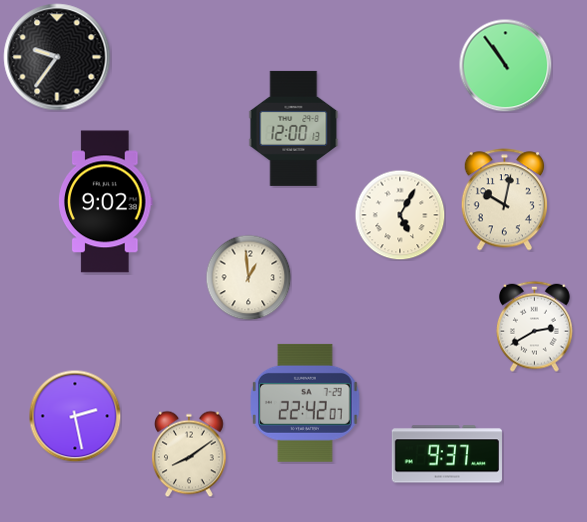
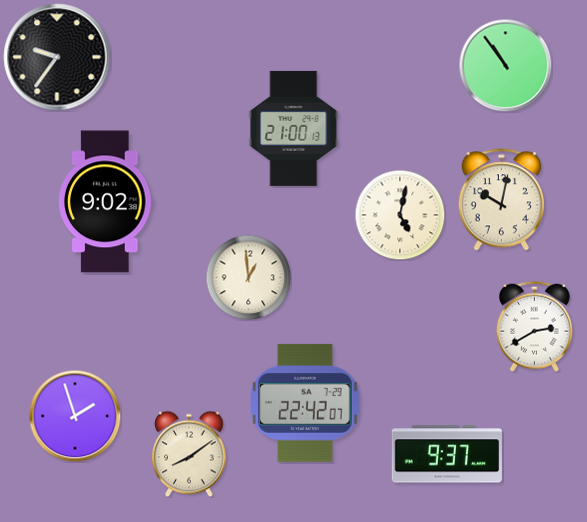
clock at (294, 128): 12:00 -> 21:00
clock at (504, 200) position: (504, 200) -> (501, 200)
clock at (400, 215): 5:05 -> 5:02
clock at (75, 416): 2:28 -> 1:57
